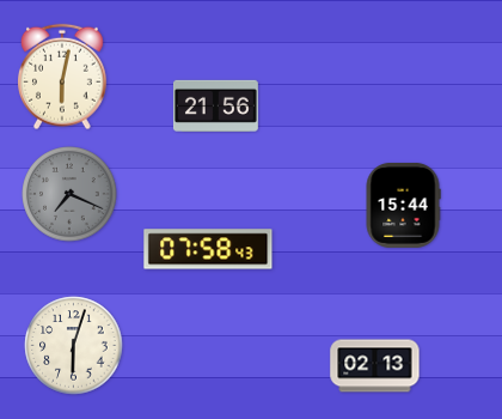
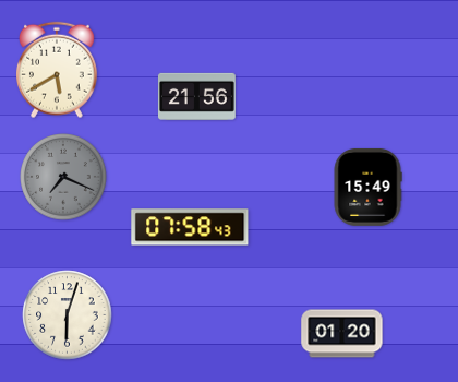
clock at (63, 77): 6:02 -> 5:40
clock at (403, 205): 15:44 -> 15:49
clock at (375, 366): 02:13 -> 01:20
